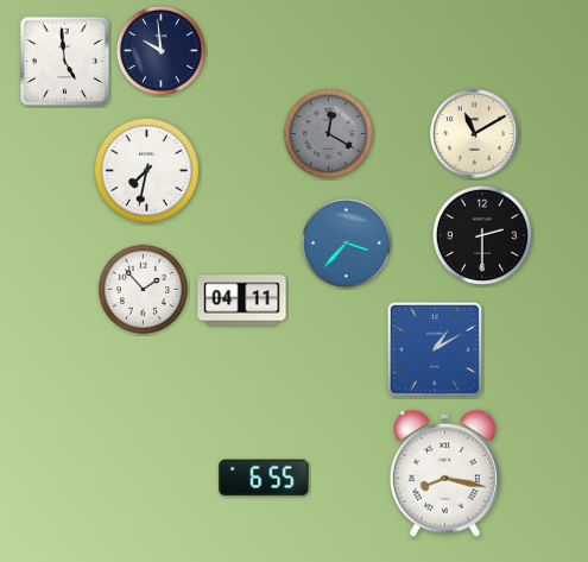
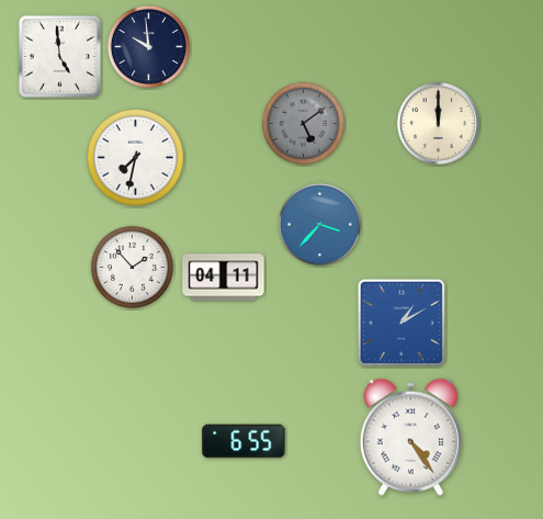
clock at (328, 133): 12:20 -> 5:09
clock at (475, 134): 11:10 -> 12:00
clock at (482, 235): 2:30 -> none
clock at (444, 473): 8:17 -> 4:24
